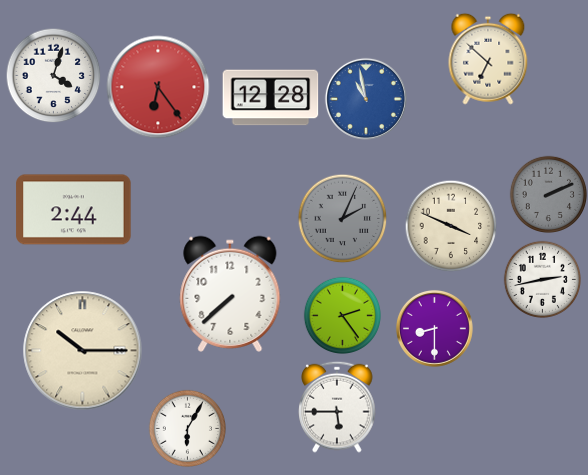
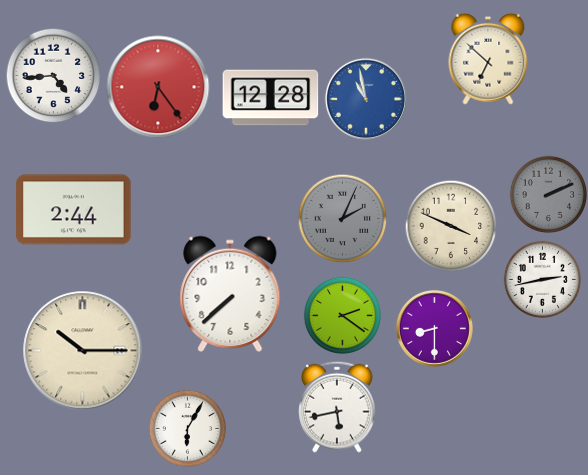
clock at (53, 75): 4:03 -> 4:44
clock at (342, 315): 2:24 -> 2:21
clock at (337, 407): 5:45 -> 5:43
